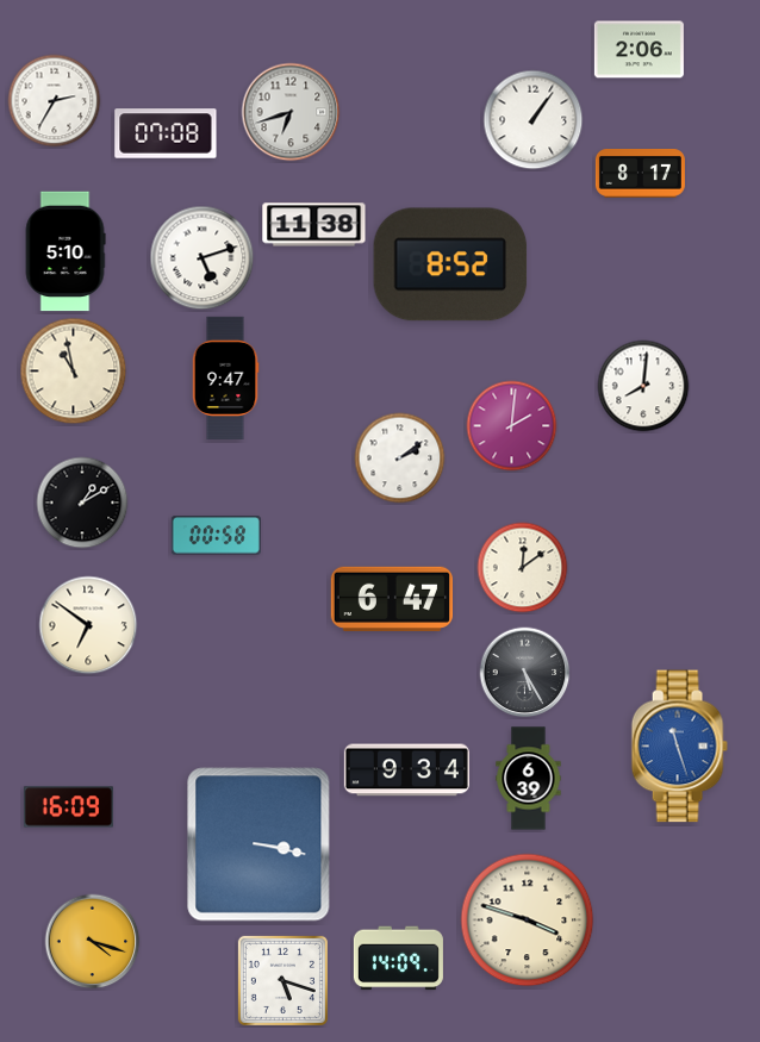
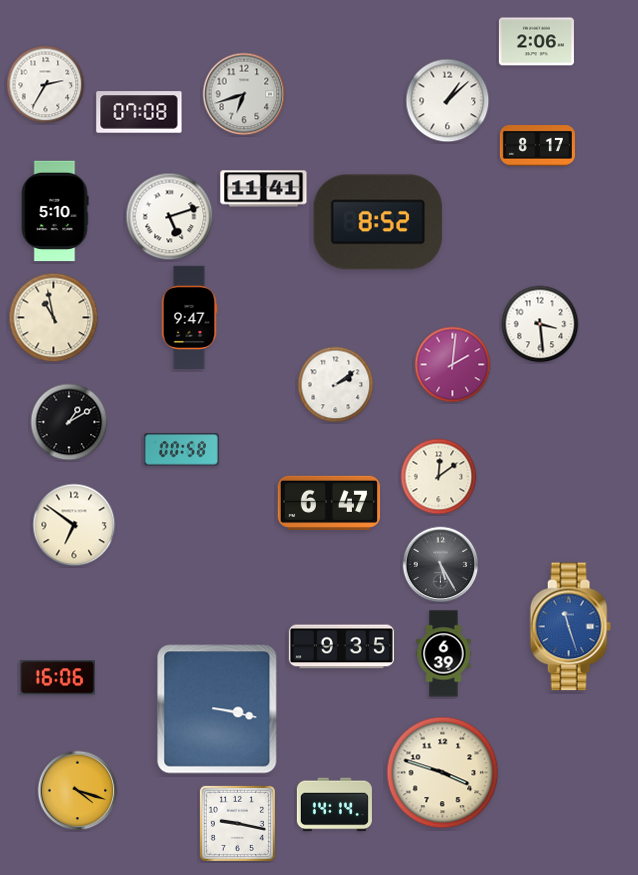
clock at (534, 120): 1:06 -> 1:08
clock at (314, 225): 11:38 -> 11:41
clock at (74, 372) position: (74, 372) -> (54, 318)
clock at (643, 386): 8:01 -> 3:29
clock at (512, 426) position: (512, 426) -> (453, 365)
clock at (406, 770): 9:34 -> 9:35
clock at (68, 807): 16:09 -> 16:06
clock at (398, 959): 14:09 -> 14:14
clock at (282, 980): 5:18 -> 9:17
